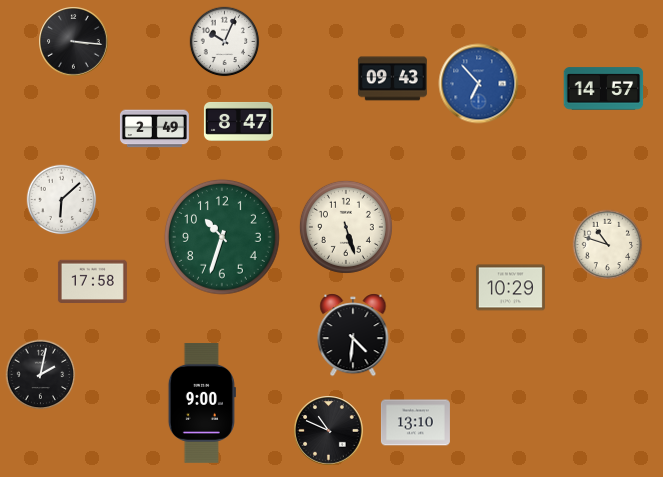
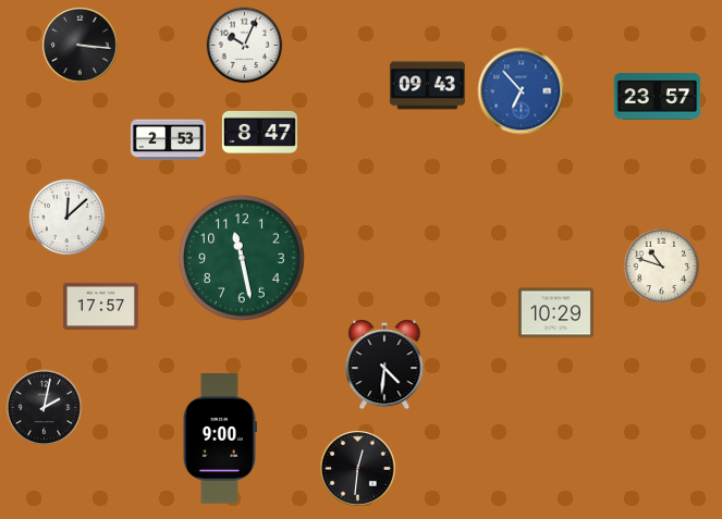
clock at (604, 89): 14:57 -> 23:57
clock at (154, 129): 2:49 -> 2:53
clock at (62, 200): 6:08 -> 12:08
clock at (346, 227): 5:27 -> none
clock at (222, 237): 10:33 -> 11:28
clock at (92, 281): 17:58 -> 17:57
clock at (415, 423): 13:10 -> none
clock at (329, 431): 10:49 -> 12:31
